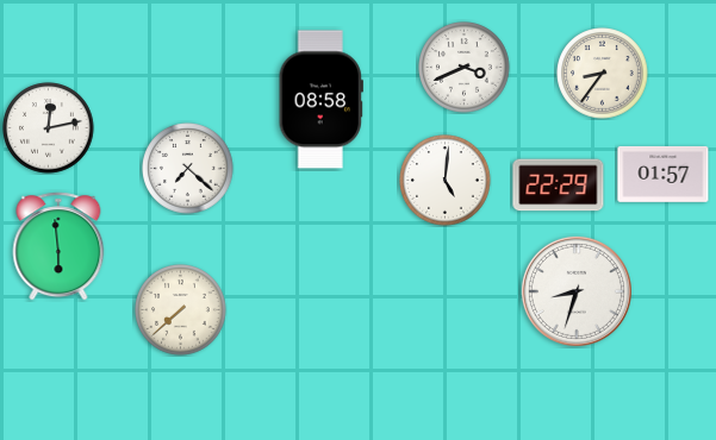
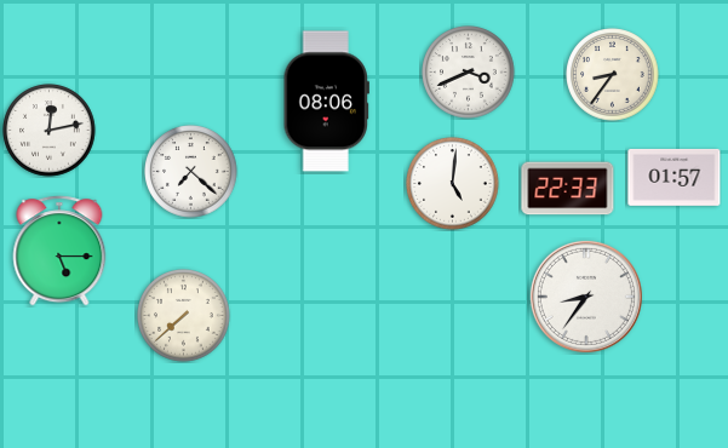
clock at (465, 68) position: (465, 68) -> (469, 73)
clock at (320, 100): 08:58 -> 08:06
clock at (559, 186): 22:29 -> 22:33
clock at (58, 246): 5:59 -> 5:15
clock at (577, 291): 8:33 -> 8:36
